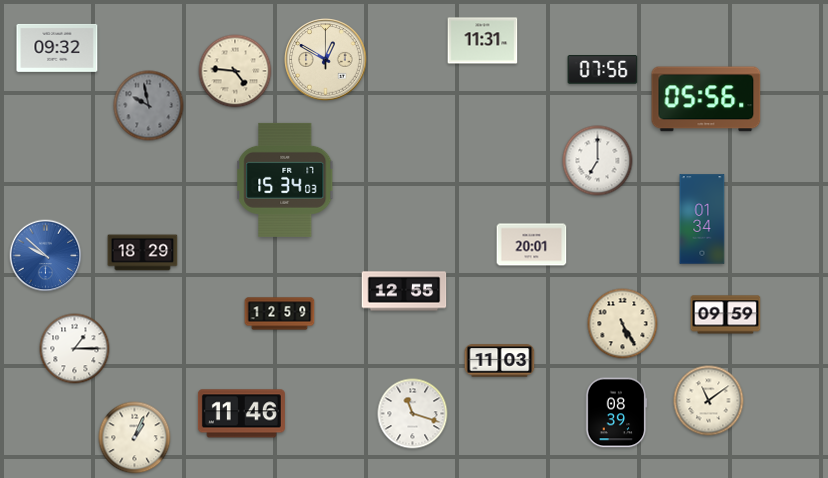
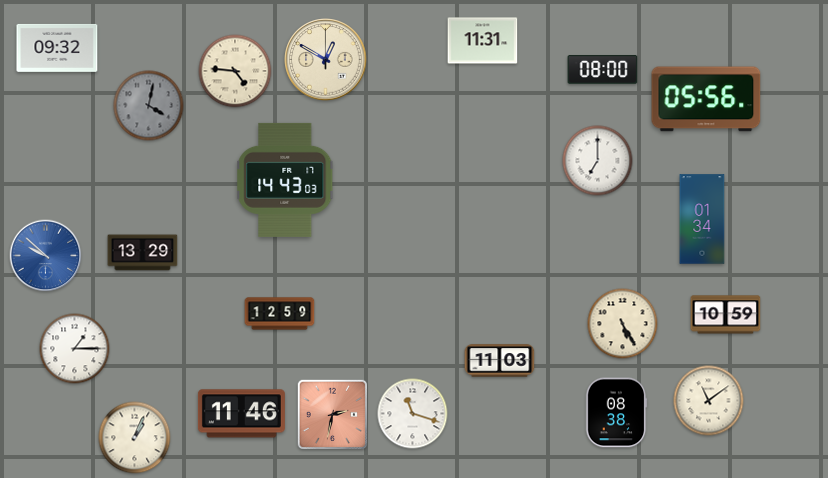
clock at (603, 70): 07:56 -> 08:00
clock at (149, 106): 9:58 -> 4:02
clock at (285, 180): 15:34 -> 14:43
clock at (532, 245): 20:01 -> none
clock at (143, 253): 18:29 -> 13:29
clock at (404, 291): 12:55 -> none
clock at (726, 315): 09:59 -> 10:59
clock at (617, 413): 08:39 -> 08:38
clock at (332, 414): none -> 2:32
